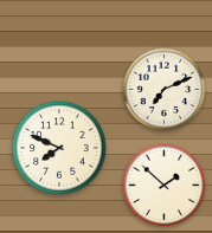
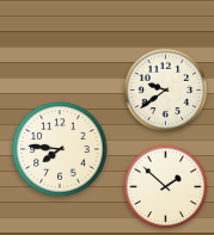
clock at (165, 90): 7:11 -> 9:39
clock at (59, 148): 7:49 -> 7:46
